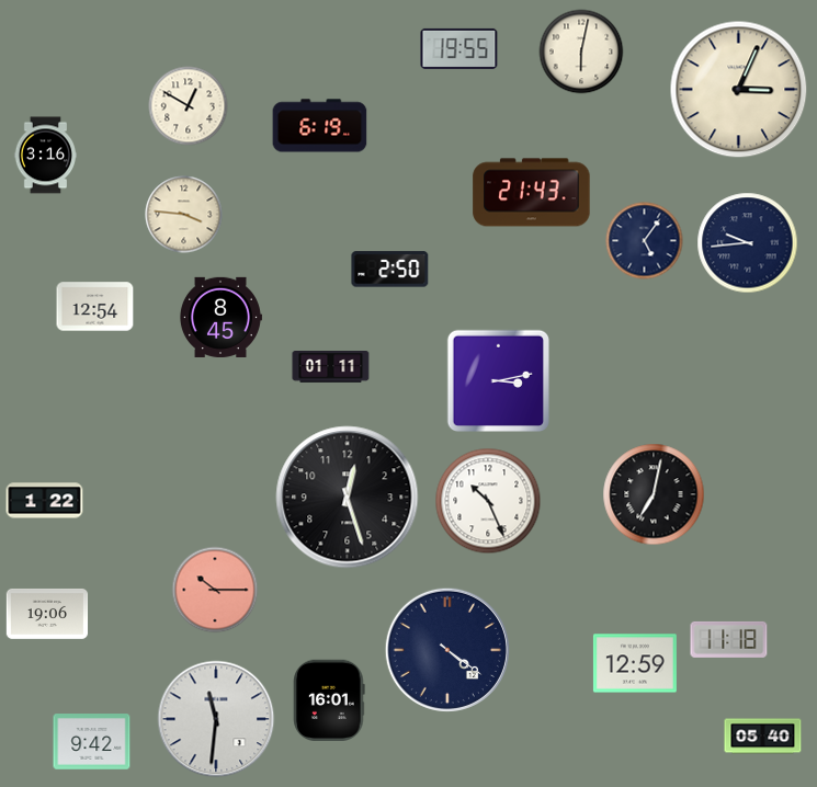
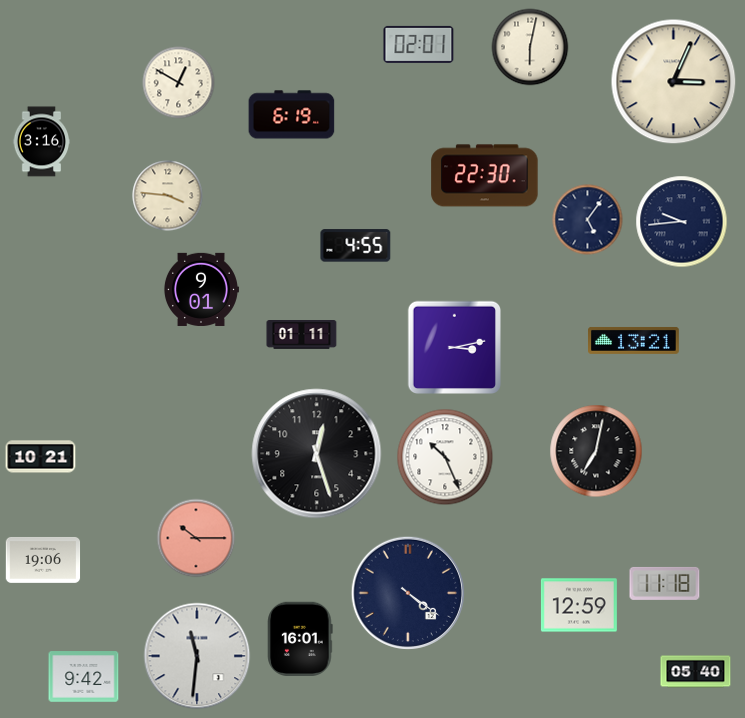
clock at (459, 48): 19:55 -> 02:01
clock at (189, 106) position: (189, 106) -> (179, 83)
clock at (532, 193): 21:43 -> 22:30
clock at (390, 270): 2:50 -> 4:55
clock at (95, 307): 12:54 -> none
clock at (220, 317): 8:45 -> 9:01
clock at (634, 340): none -> 13:21
clock at (45, 501): 1:22 -> 10:21
